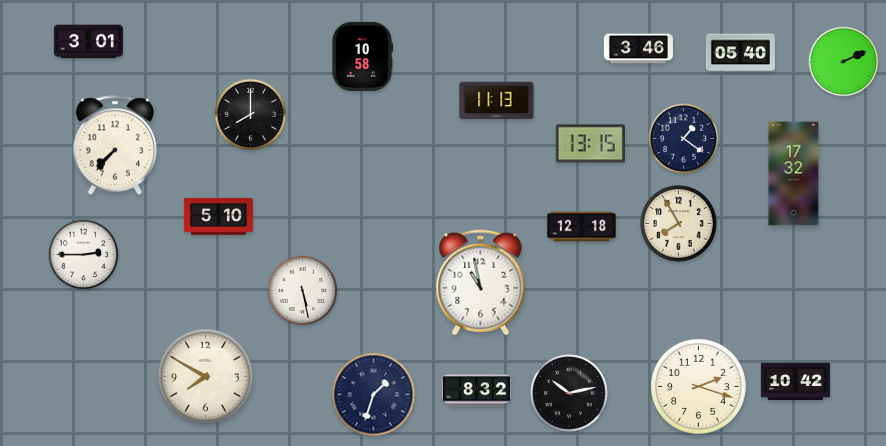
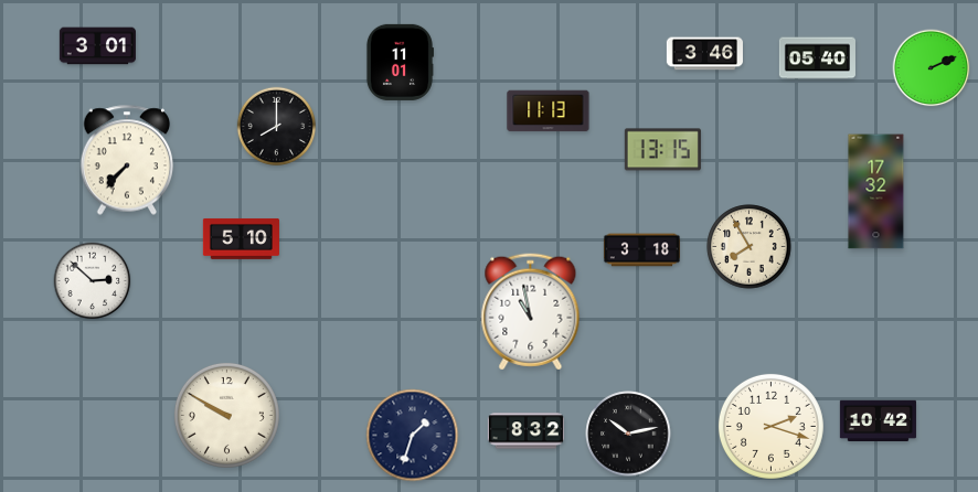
clock at (362, 56): 10:58 -> 11:01
clock at (684, 139): 1:21 -> none
clock at (590, 144) position: (590, 144) -> (662, 150)
clock at (581, 227): 12:18 -> 3:18
clock at (84, 255): 2:45 -> 2:52
clock at (303, 291): 5:28 -> none
clock at (205, 376): 7:50 -> 9:50
